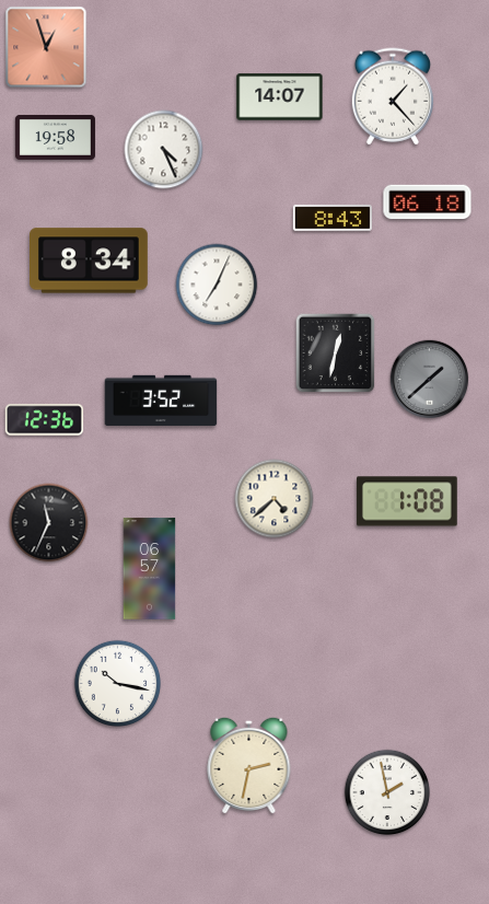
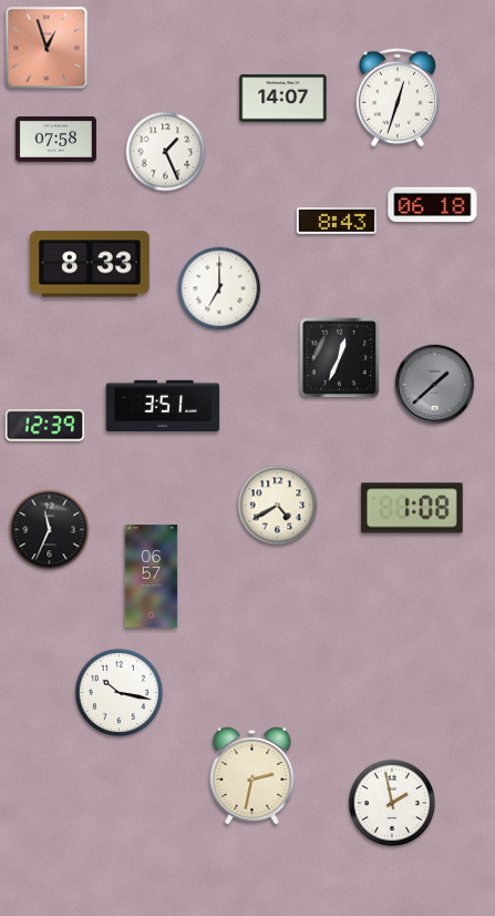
clock at (392, 96): 1:23 -> 12:33
clock at (55, 137): 19:58 -> 07:58
clock at (164, 150): 4:26 -> 1:26
clock at (90, 260): 8:34 -> 8:33
clock at (217, 285): 7:04 -> 7:00
clock at (336, 354): 12:32 -> 12:34
clock at (161, 401): 3:52 -> 3:51
clock at (45, 420): 12:36 -> 12:39
clock at (275, 499): 4:38 -> 4:40
